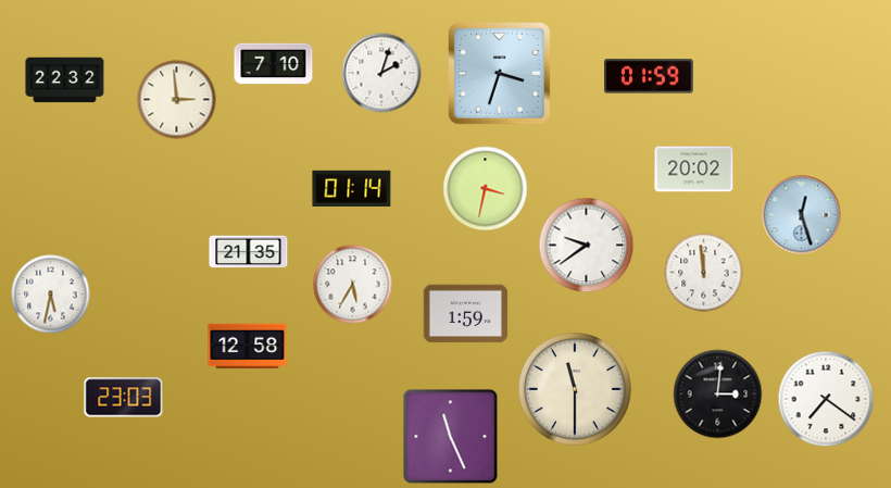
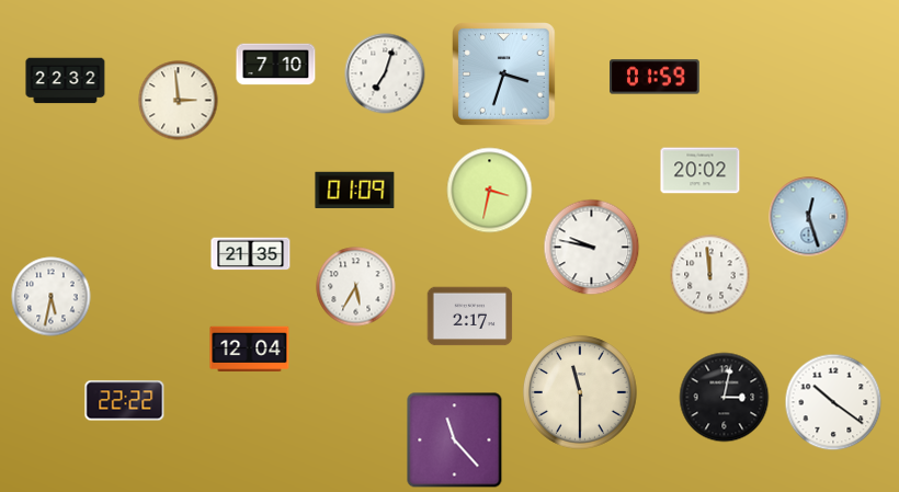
clock at (381, 73): 2:03 -> 7:03
clock at (352, 188): 01:14 -> 01:09
clock at (587, 246): 9:39 -> 9:47
clock at (466, 314): 1:59 -> 2:17
clock at (248, 346): 12:58 -> 12:04
clock at (718, 395): 3:01 -> 3:02
clock at (124, 398): 23:03 -> 22:22
clock at (826, 399): 7:21 -> 10:21
clock at (451, 437): 11:26 -> 11:23
